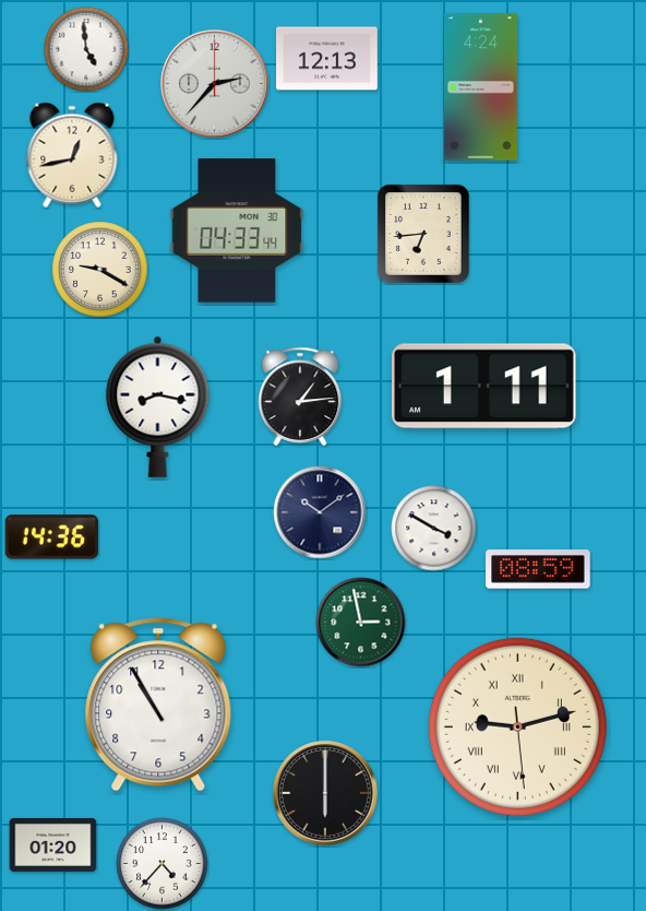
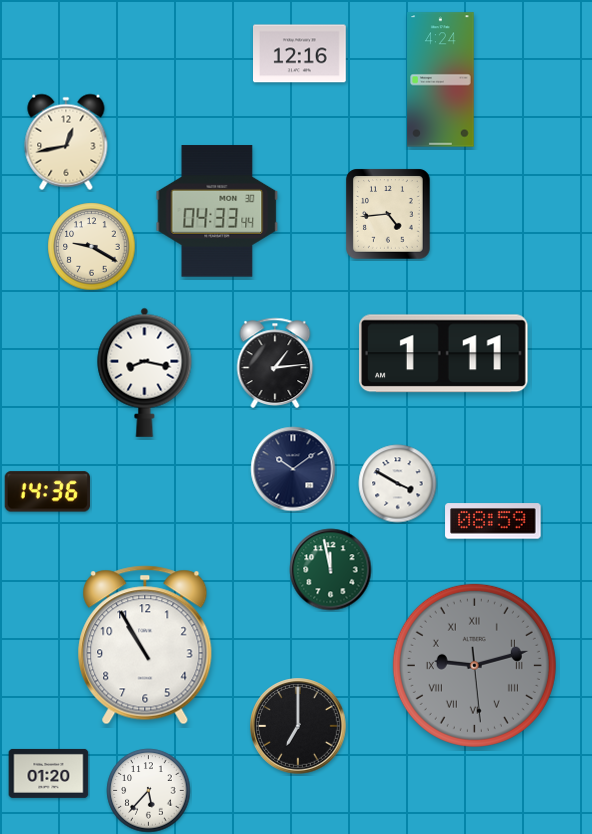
clock at (86, 49): 4:59 -> none
clock at (327, 59): 12:13 -> 12:16
clock at (214, 83): 2:37 -> none
clock at (423, 234): 6:44 -> 4:44
clock at (361, 623): 2:58 -> 11:58
clock at (517, 726) dial: cream -> grey
clock at (326, 794): 6:00 -> 7:00
clock at (163, 864): 4:37 -> 5:37
